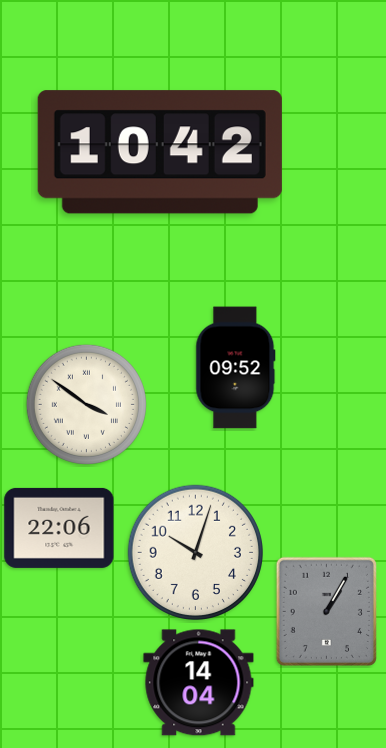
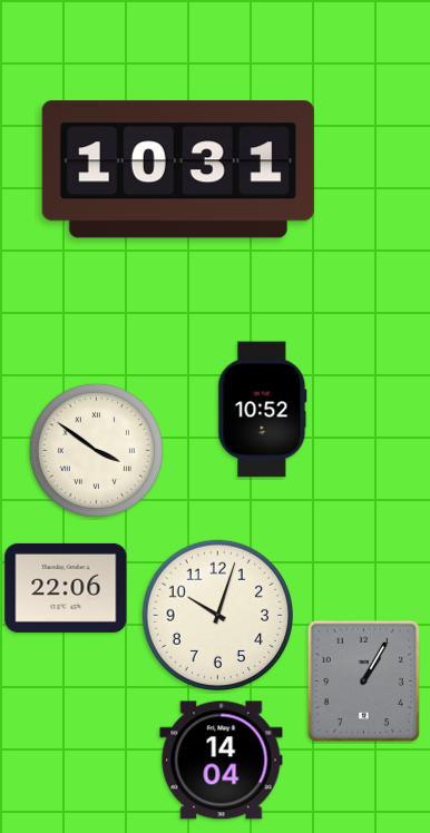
clock at (160, 152): 10:42 -> 10:31
clock at (236, 368): 09:52 -> 10:52
